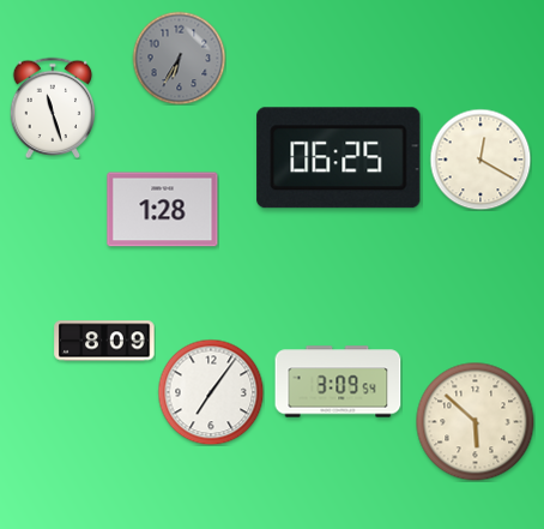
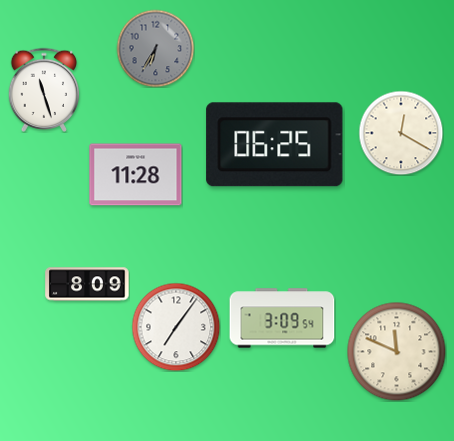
clock at (179, 58) position: (179, 58) -> (155, 48)
clock at (339, 158) position: (339, 158) -> (275, 145)
clock at (163, 210): 1:28 -> 11:28
clock at (476, 422): 5:52 -> 11:49
